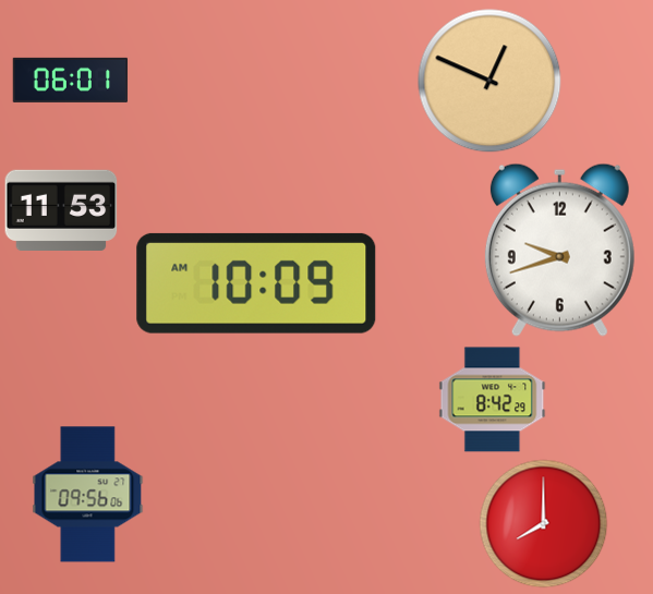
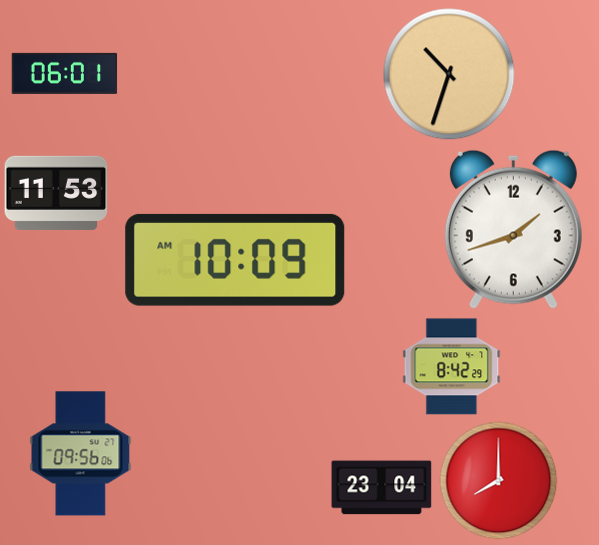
clock at (489, 81): 12:49 -> 10:33
clock at (559, 250): 9:42 -> 1:42
clock at (382, 488): none -> 23:04
